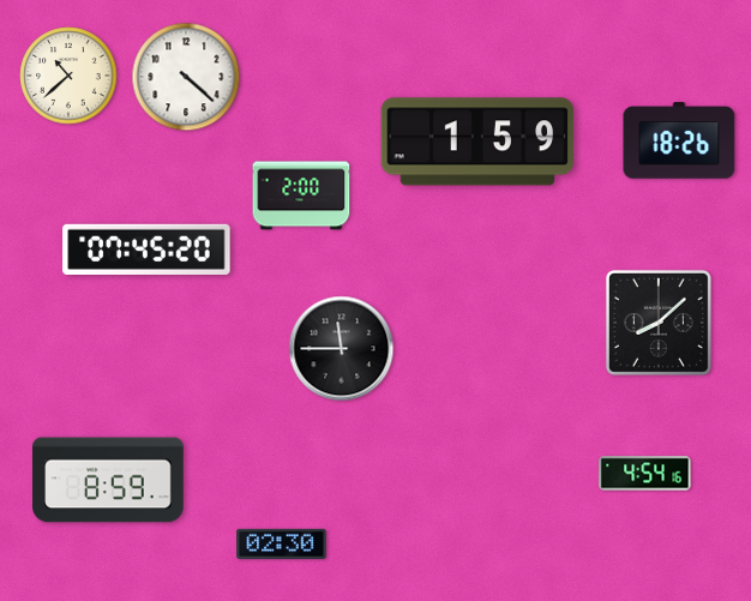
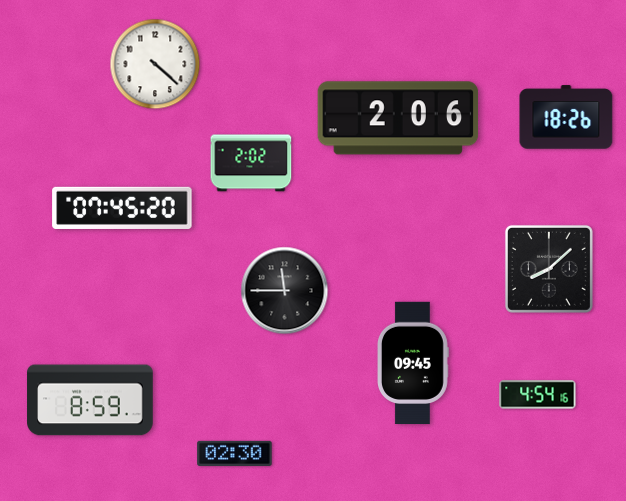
clock at (68, 76): 10:38 -> none
clock at (477, 142): 1:59 -> 2:06
clock at (301, 196): 2:00 -> 2:02
clock at (413, 363): none -> 09:45
